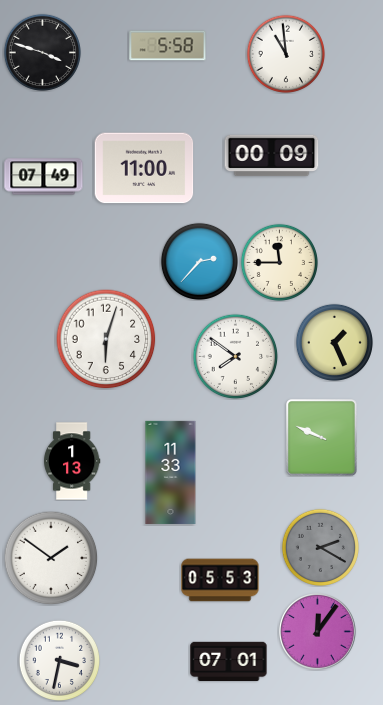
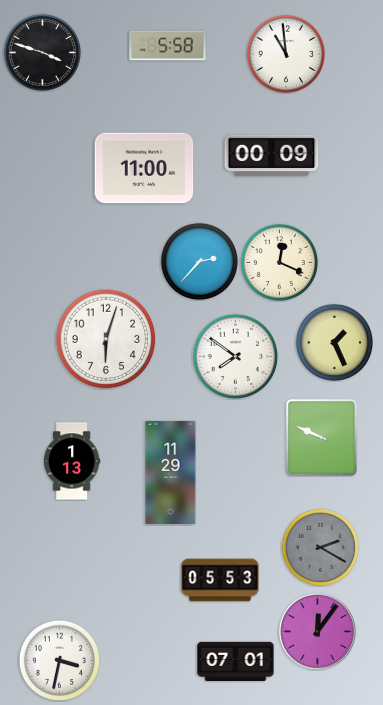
clock at (44, 177): 07:49 -> none
clock at (279, 262): 11:45 -> 12:19
clock at (171, 472): 11:33 -> 11:29
clock at (51, 558): 1:51 -> none
clock at (229, 662) position: (229, 662) -> (236, 662)
